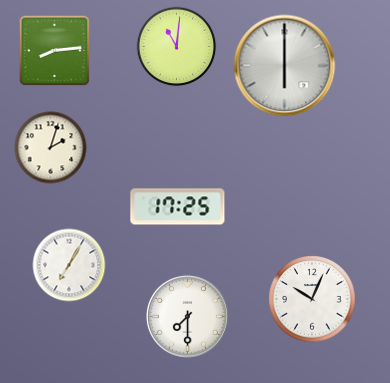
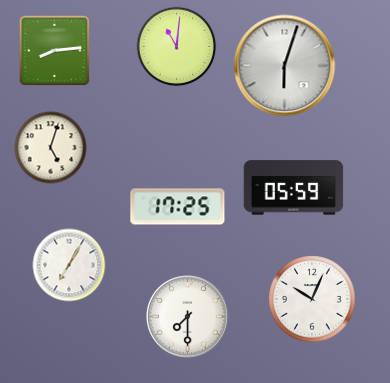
clock at (285, 66): 6:00 -> 6:03
clock at (51, 148): 2:03 -> 5:03
clock at (294, 188): none -> 05:59
